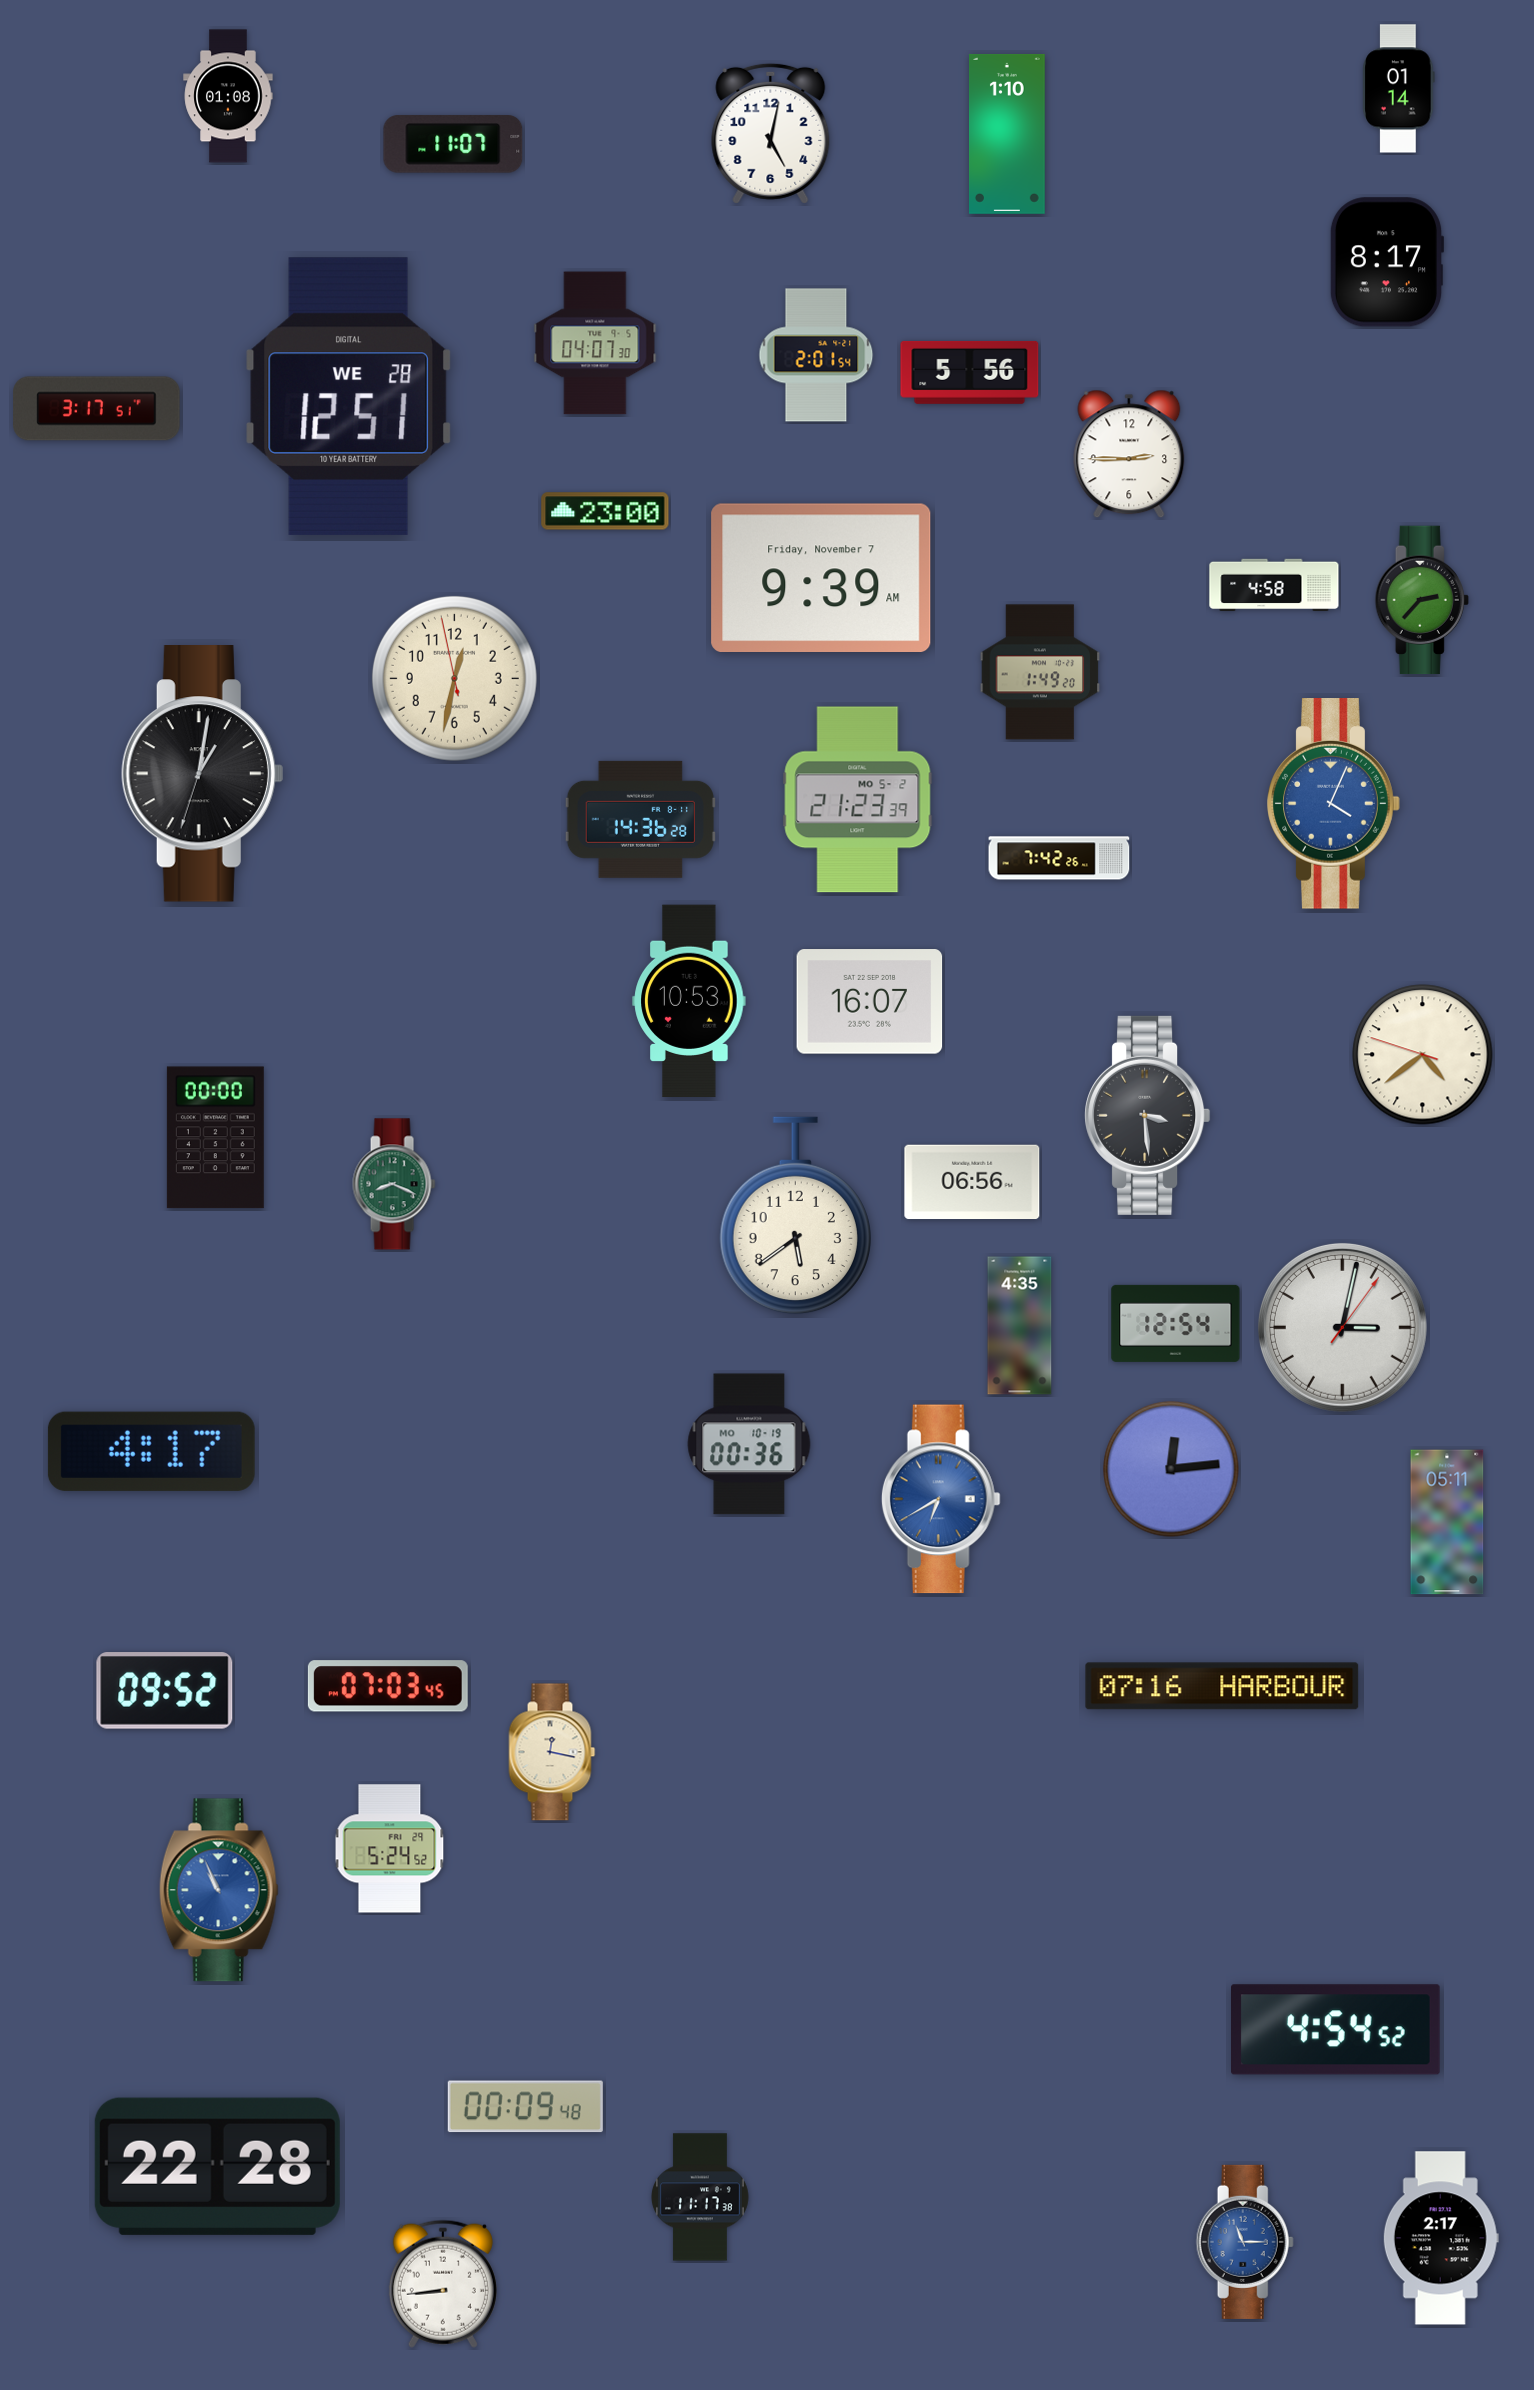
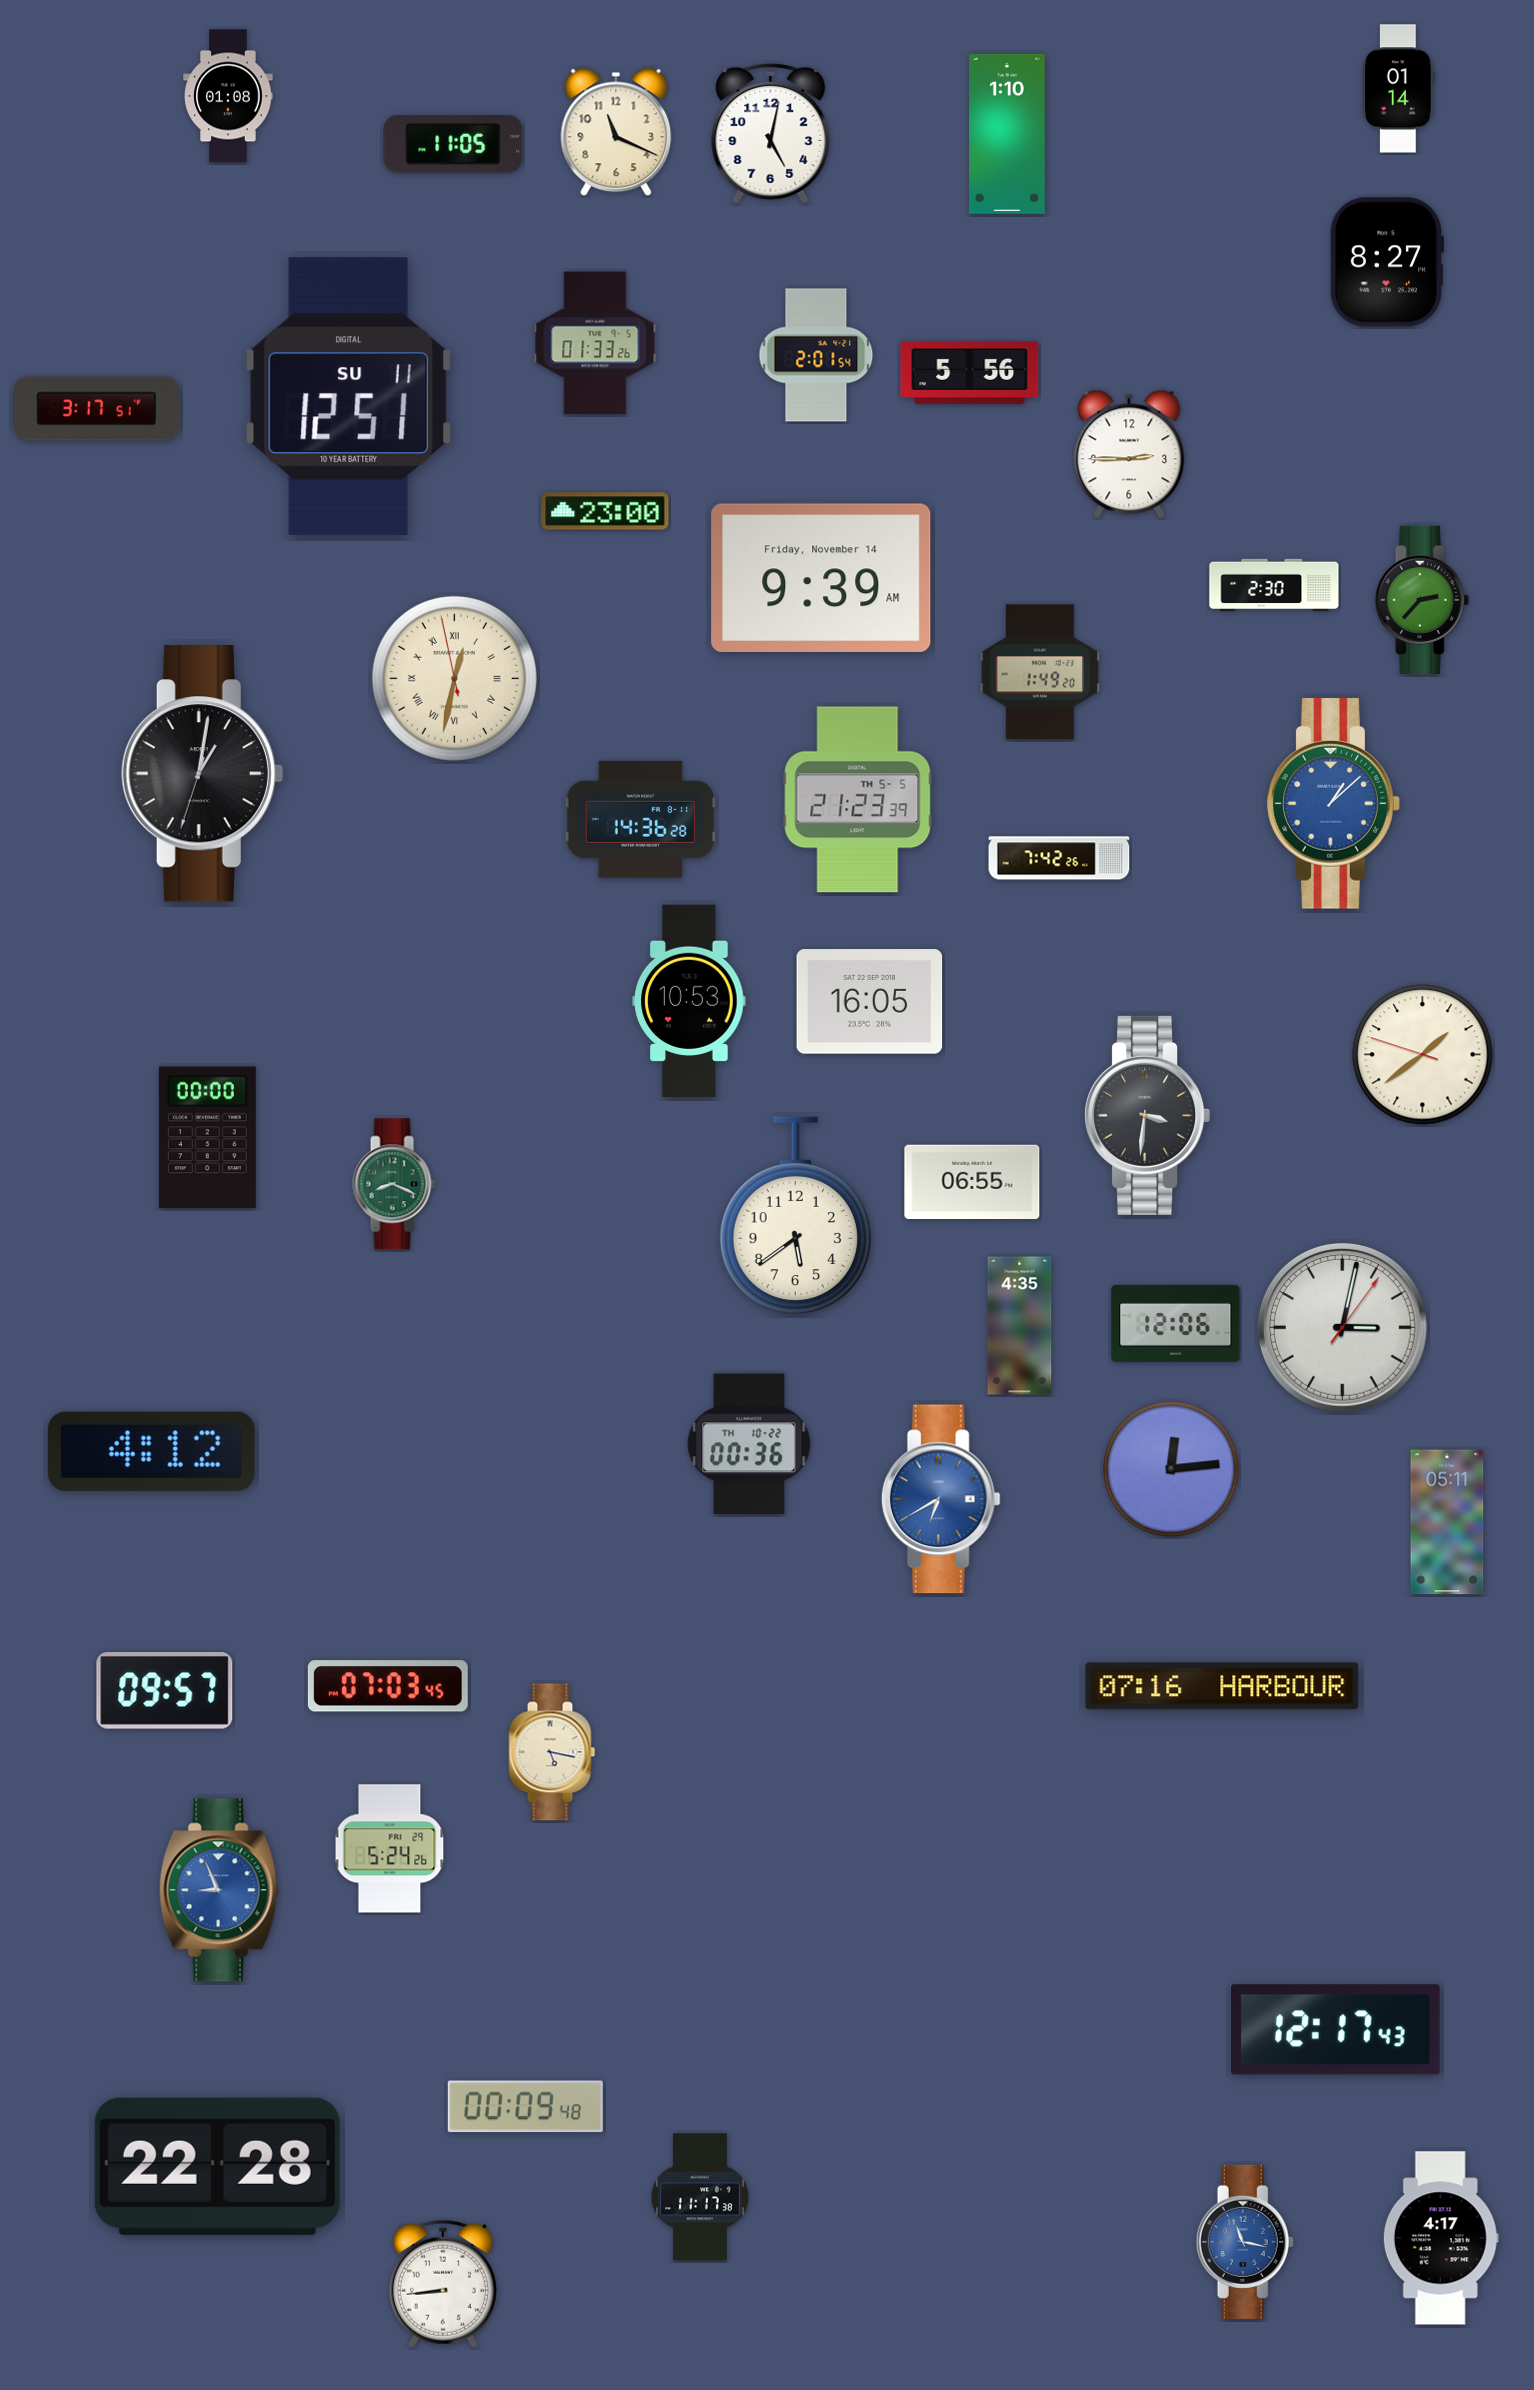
clock at (616, 132): none -> 11:19
clock at (453, 144): 11:07 -> 11:05
clock at (1386, 262): 8:17 -> 8:27
clock at (595, 343): 04:07 -> 01:33
clock at (348, 396) date: WE 28 -> SU 11
clock at (821, 577) date: Friday, November 7 -> Friday, November 14
clock at (1274, 585): 4:58 -> 2:30
clock at (454, 678) numerals: Arabic -> Roman
clock at (858, 800) date: MO 5-2 -> TH 5-5
clock at (1334, 804): 4:04 -> 1:08
clock at (870, 1002): 16:07 -> 16:05
clock at (1423, 1055): 4:38 -> 1:38
clock at (1148, 1115): 3:29 -> 3:31
clock at (215, 1138) position: (215, 1138) -> (207, 1138)
clock at (972, 1182): 06:56 -> 06:55
clock at (1176, 1323): 12:54 -> 12:06
clock at (749, 1444) date: MO 10-19 -> TH 10-22
clock at (151, 1451): 4:17 -> 4:12
clock at (165, 1691): 09:52 -> 09:57
clock at (552, 1752): 12:17 -> 5:17
clock at (390, 1849): 5:24:52 -> 5:24:26
clock at (219, 1890): 10:56 -> 8:56
clock at (1336, 2030): 4:54 -> 12:17
clock at (1441, 2238): 2:17 -> 4:17
clock at (1245, 2242): 11:15 -> 11:17
